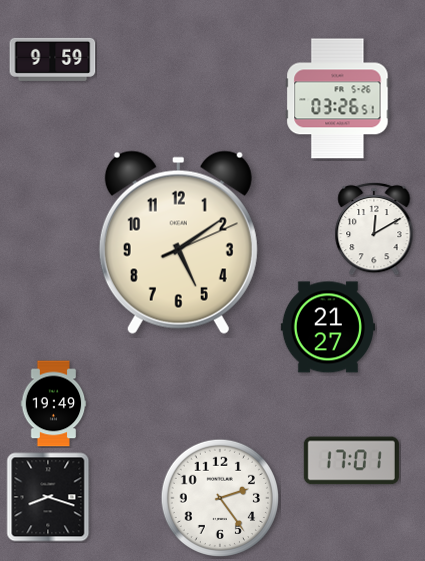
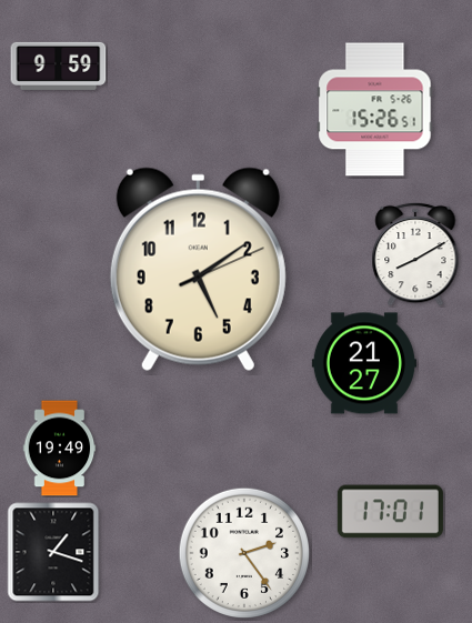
clock at (338, 99): 03:26 -> 15:26
clock at (374, 229): 12:10 -> 8:10
clock at (48, 497): 8:18 -> 1:18
